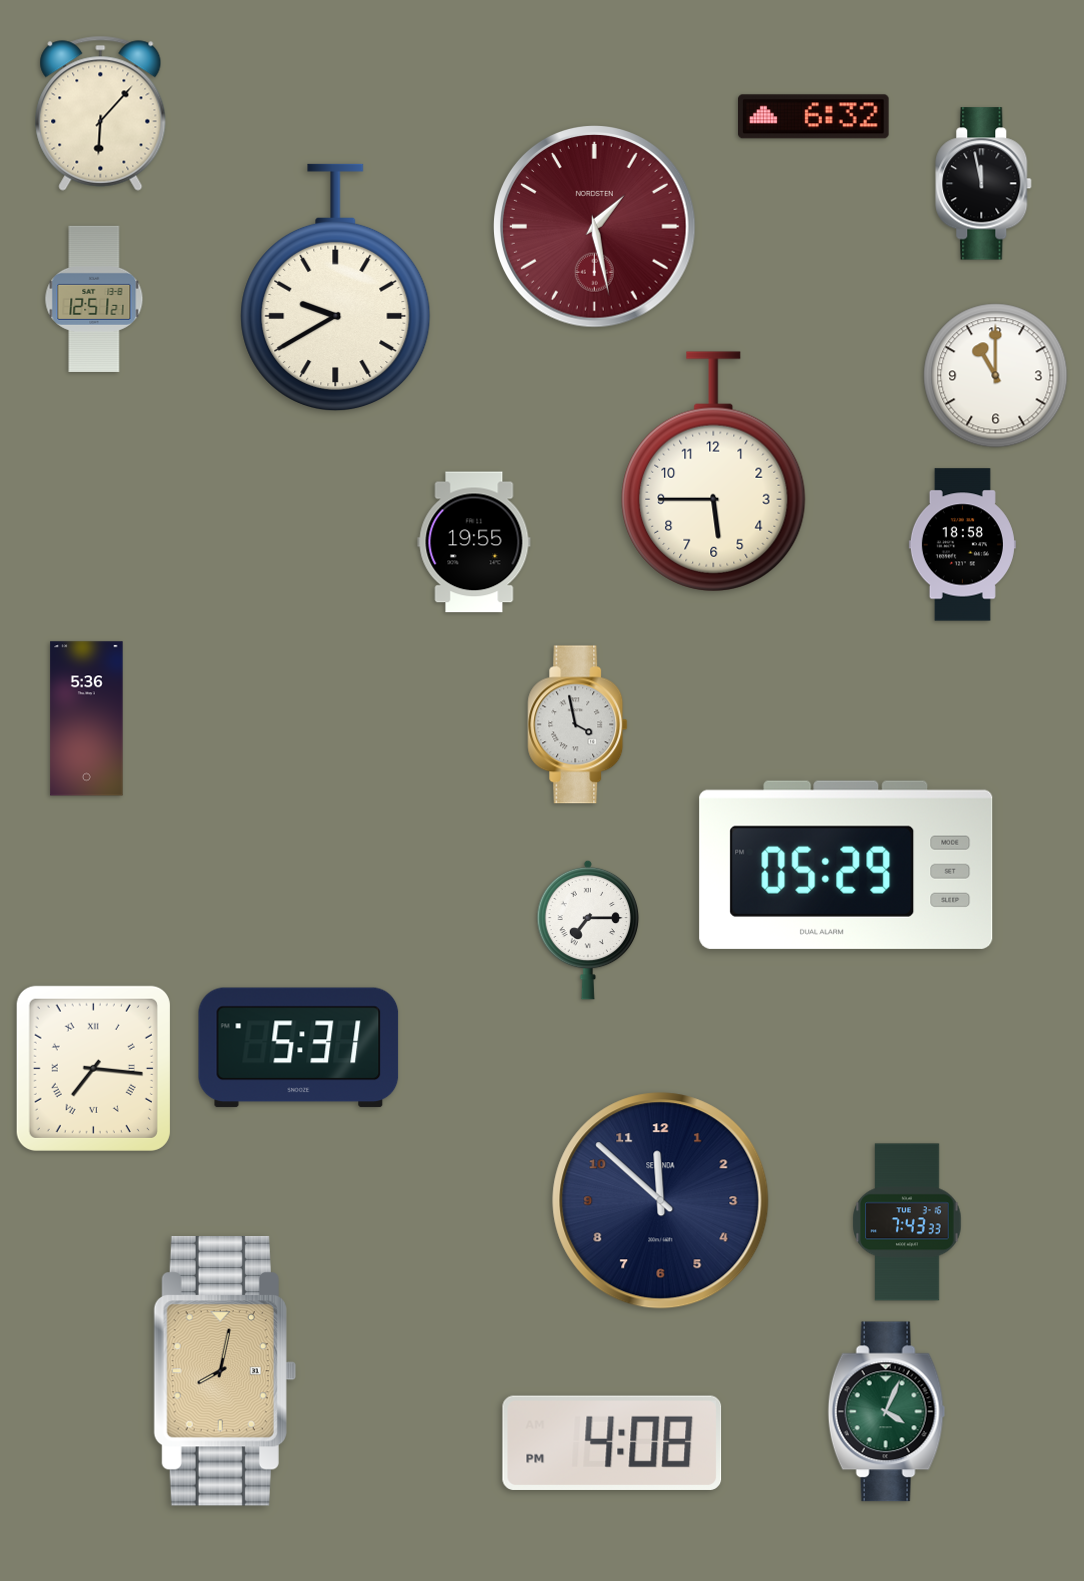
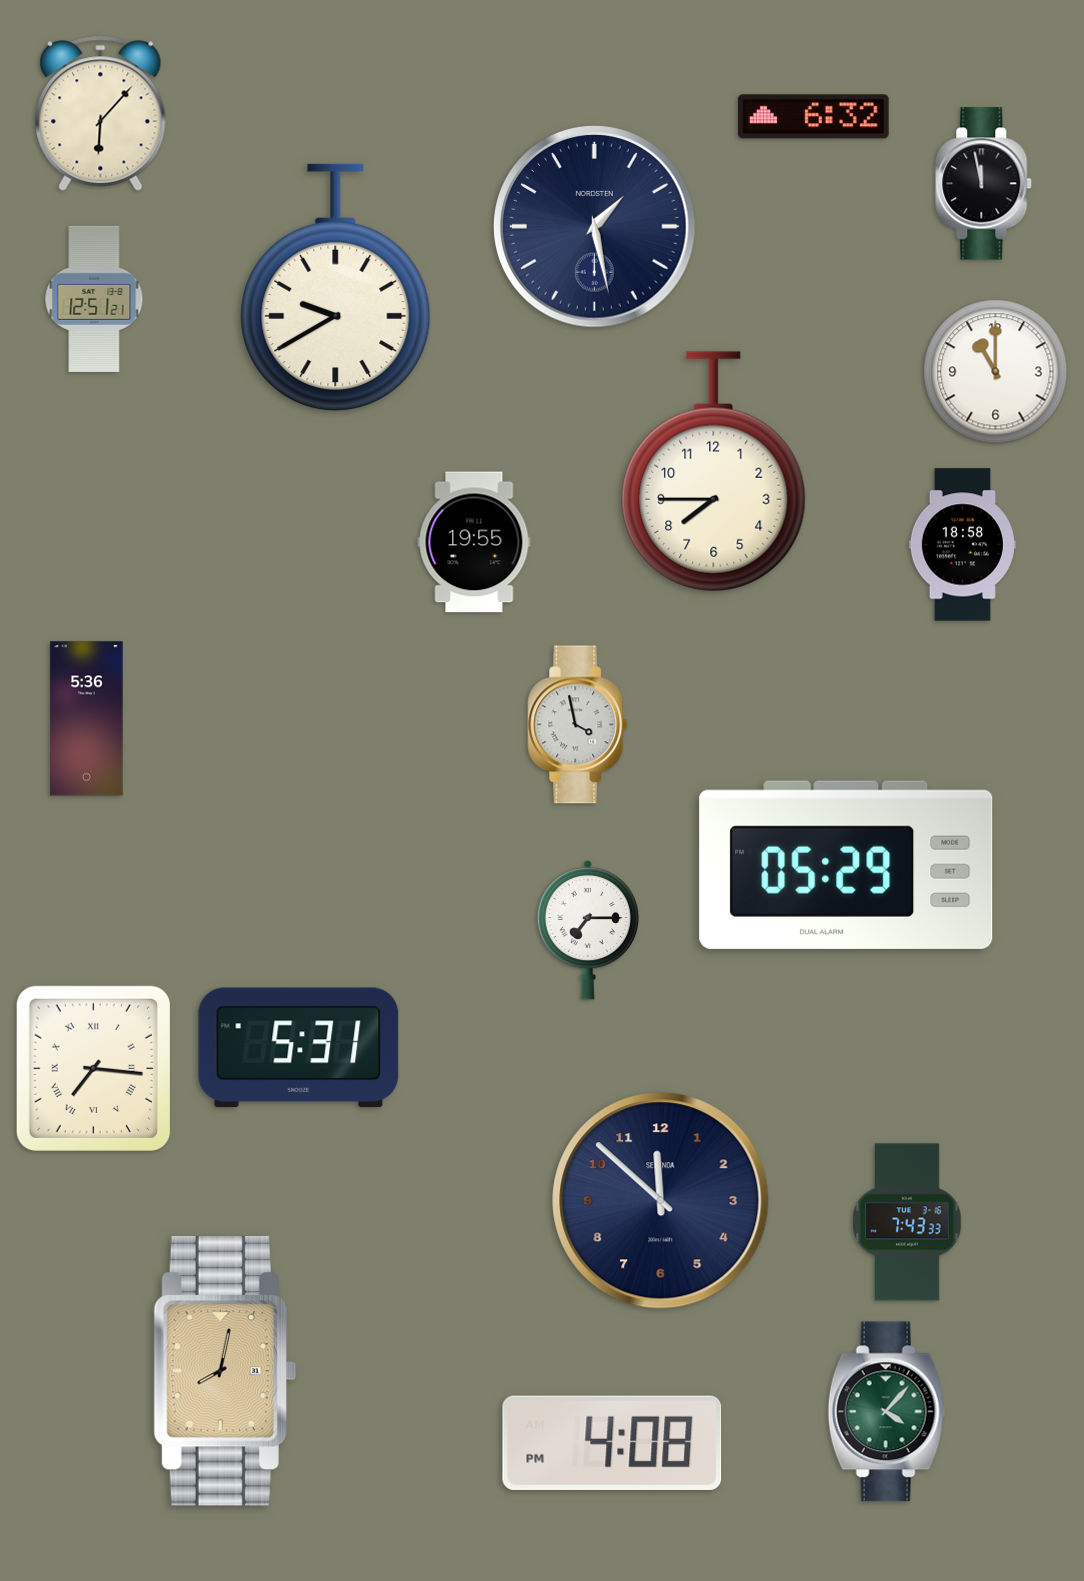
clock at (595, 227) dial: burgundy -> navy
clock at (996, 376) position: (996, 376) -> (996, 372)
clock at (714, 472): 5:45 -> 7:45
clock at (887, 1412): 4:04 -> 4:07
